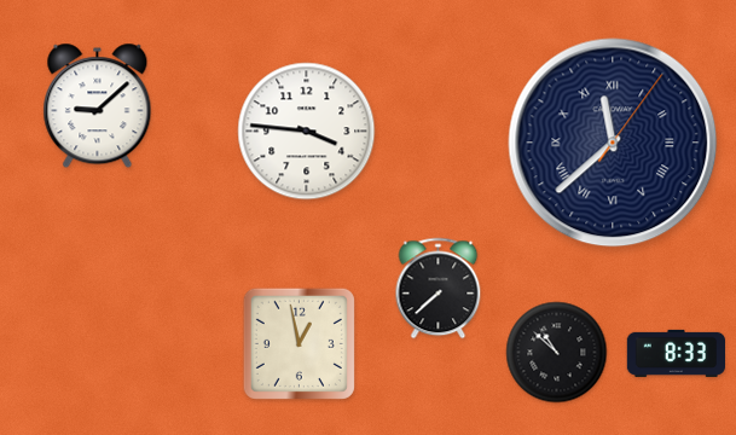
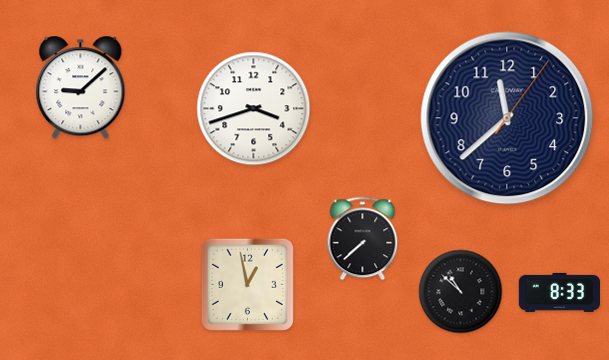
clock at (307, 132): 3:46 -> 3:42
clock at (613, 143) numerals: Roman -> Arabic
